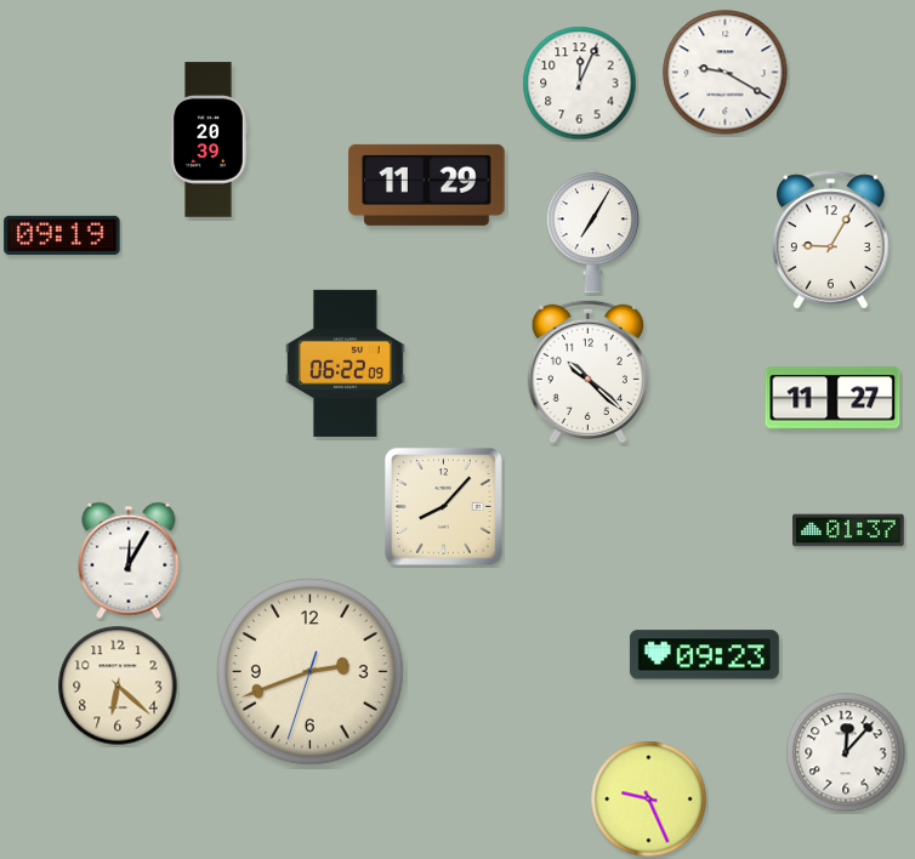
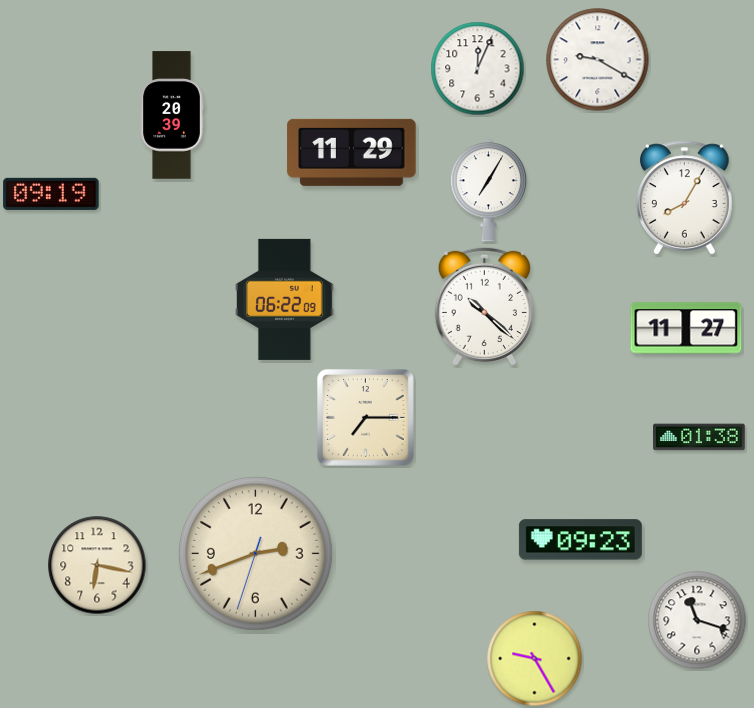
clock at (831, 240): 9:05 -> 8:05
clock at (444, 507): 8:07 -> 7:15
clock at (848, 530): 01:37 -> 01:38
clock at (129, 561): 12:05 -> none
clock at (118, 686): 6:22 -> 6:17
clock at (846, 752): 12:07 -> 11:18
clock at (649, 800): 9:26 -> 9:25
